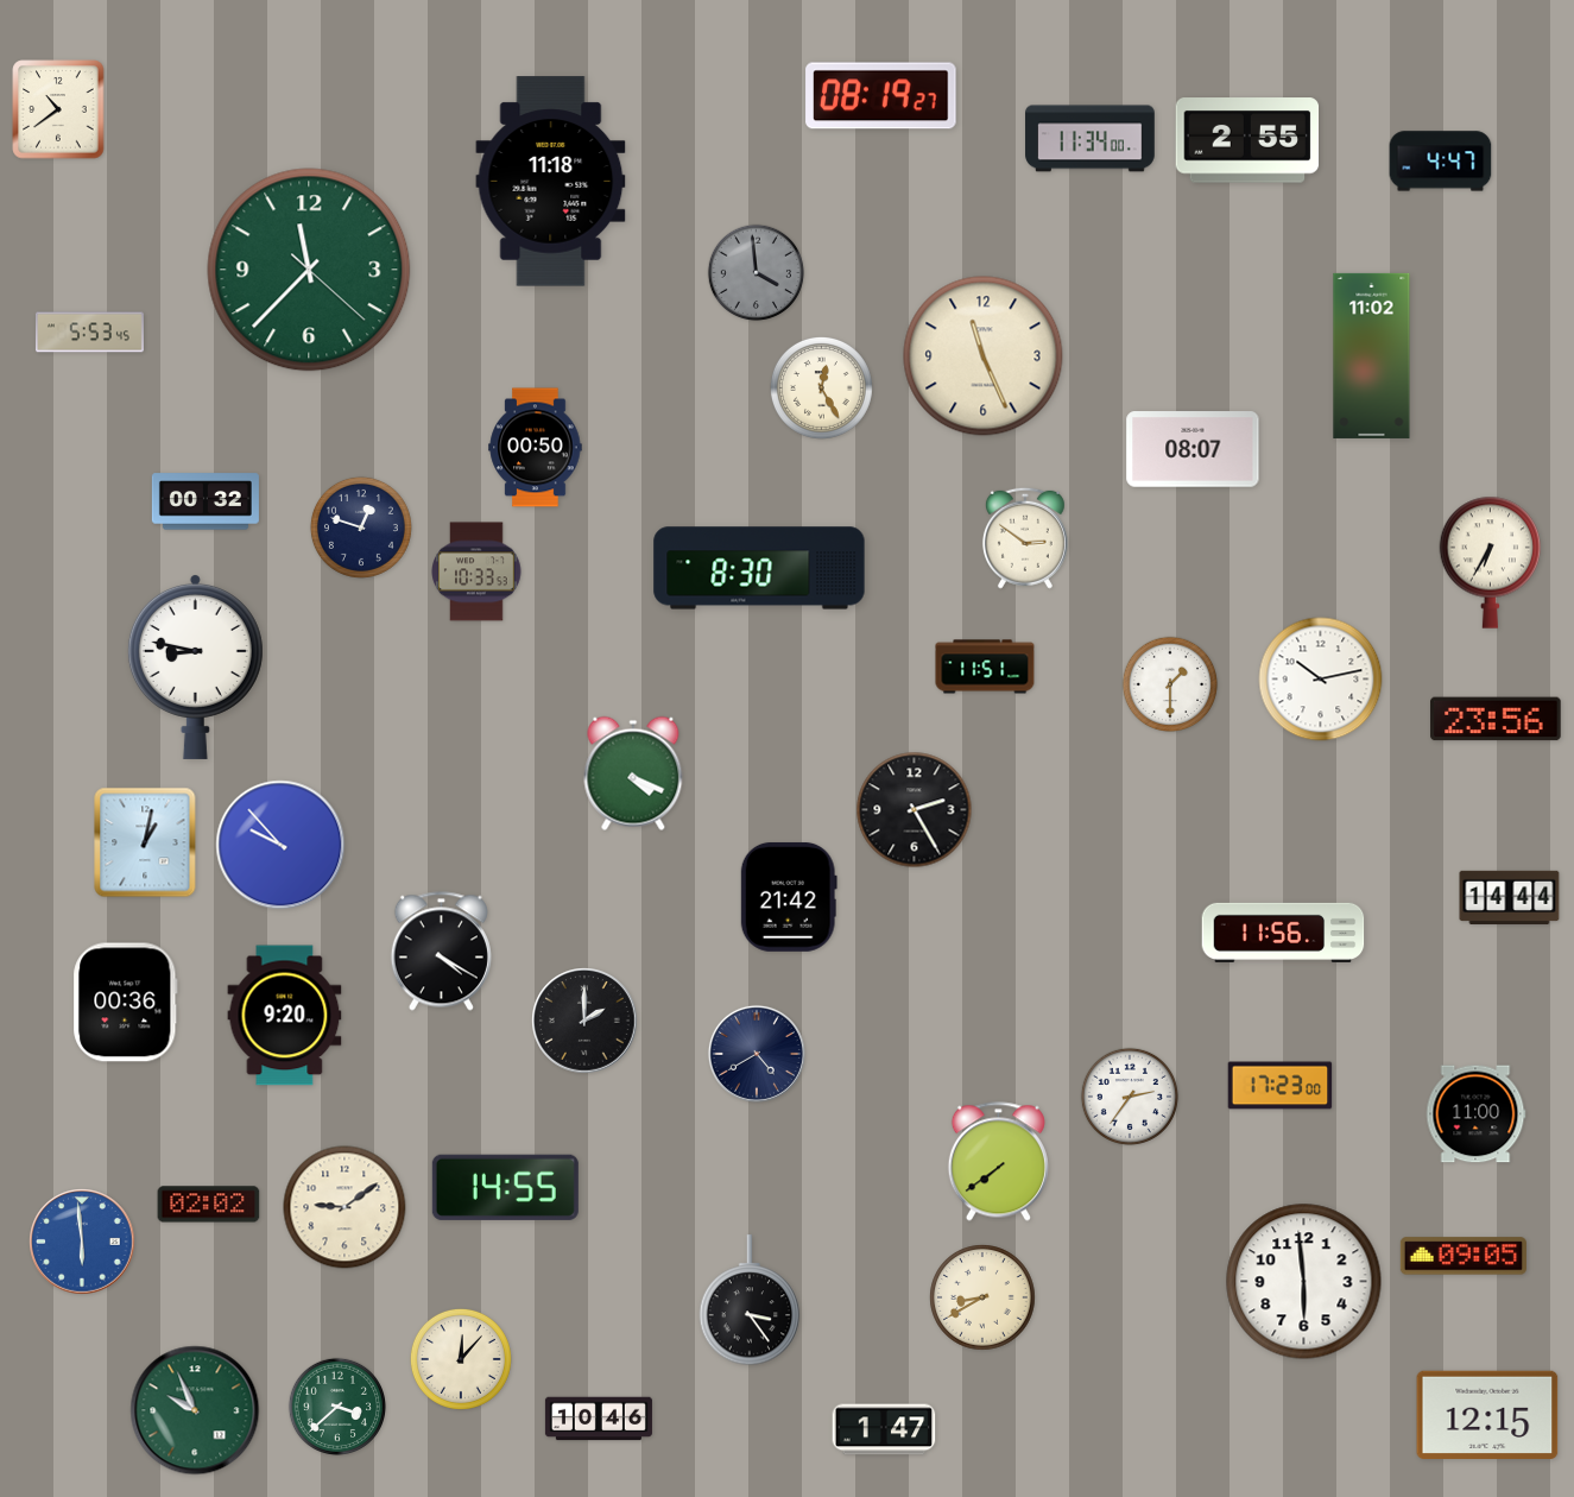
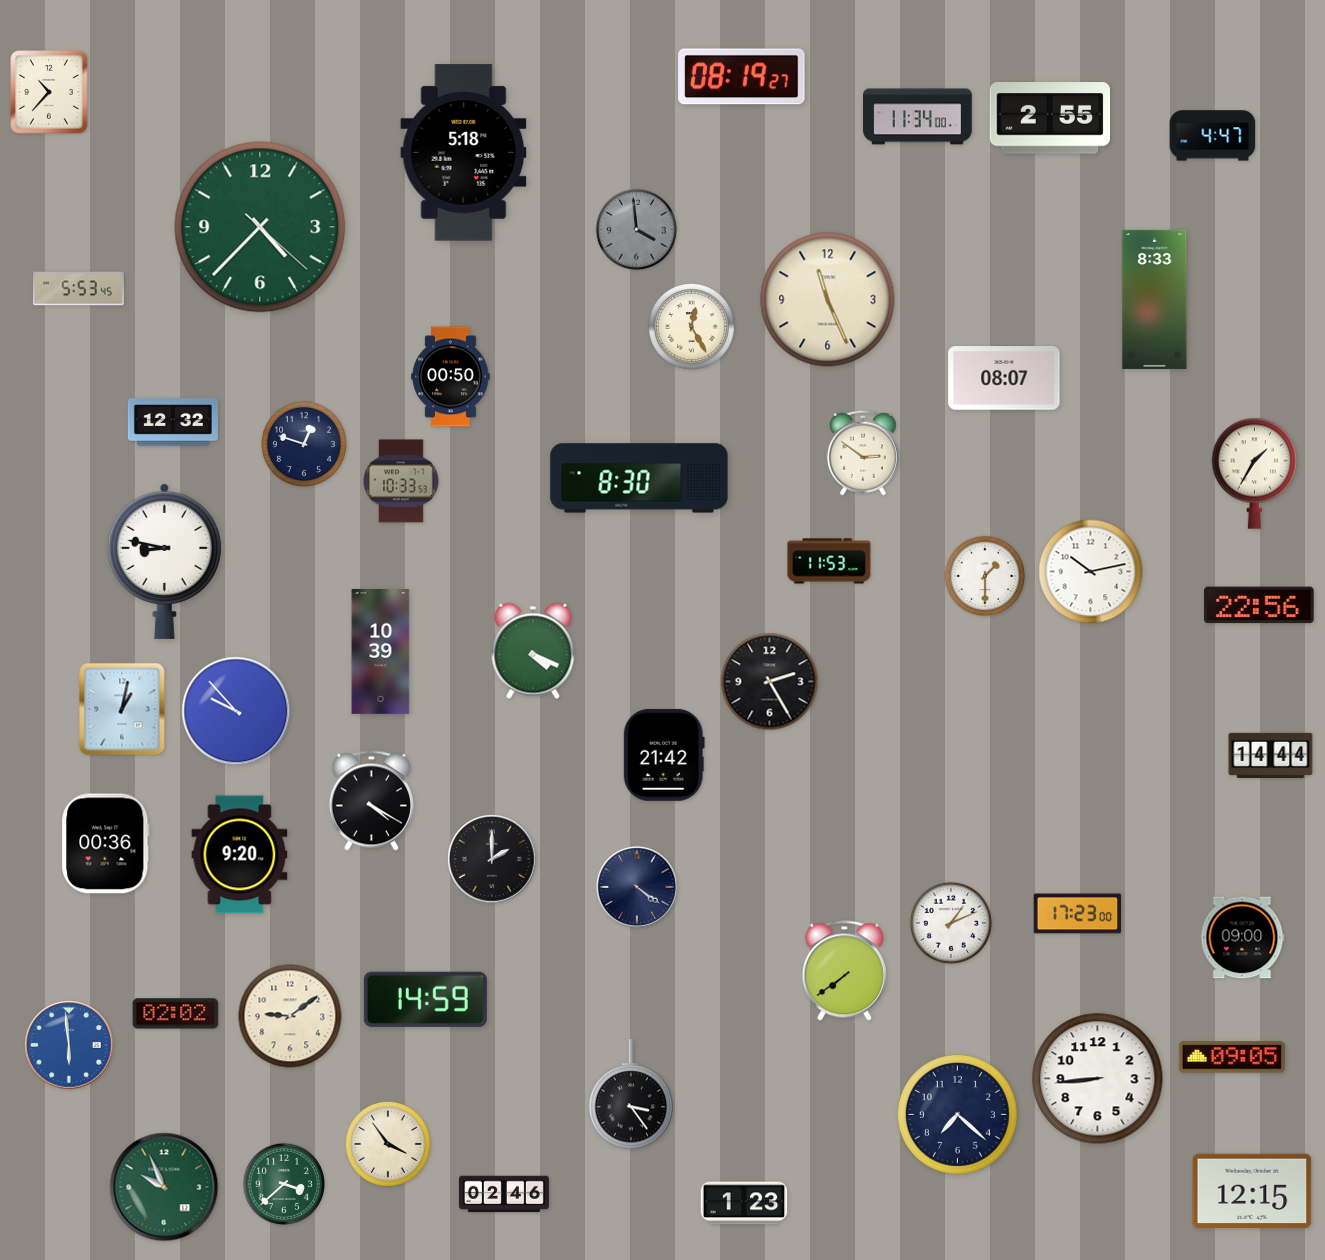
clock at (881, 96) position: (881, 96) -> (742, 77)
clock at (58, 109): 10:39 -> 10:37
clock at (551, 182): 11:18 -> 5:18
clock at (309, 270): 11:37 -> 4:37
clock at (89, 333) position: (89, 333) -> (78, 289)
clock at (1372, 355): 11:02 -> 8:33
clock at (206, 501): 00:32 -> 12:32
clock at (1491, 562): 6:35 -> 1:35
clock at (985, 667): 11:51 -> 11:53
clock at (1321, 680) position: (1321, 680) -> (1091, 572)
clock at (1496, 719): 23:56 -> 22:56
clock at (381, 652): none -> 10:39
clock at (1283, 933): 11:56 -> none
clock at (757, 1054): 4:40 -> 4:21
clock at (1129, 1095): 2:36 -> 1:11
clock at (1477, 1114): 11:00 -> 09:00
clock at (998, 1162) position: (998, 1162) -> (844, 971)
clock at (505, 1187): 14:55 -> 14:59
clock at (1304, 1282): 5:59 -> 8:44
clock at (982, 1297): 8:40 -> none
clock at (957, 1114): none -> 7:22
clock at (461, 1359): 12:07 -> 3:54
clock at (599, 1419): 10:46 -> 02:46
clock at (884, 1429): 1:47 -> 1:23
